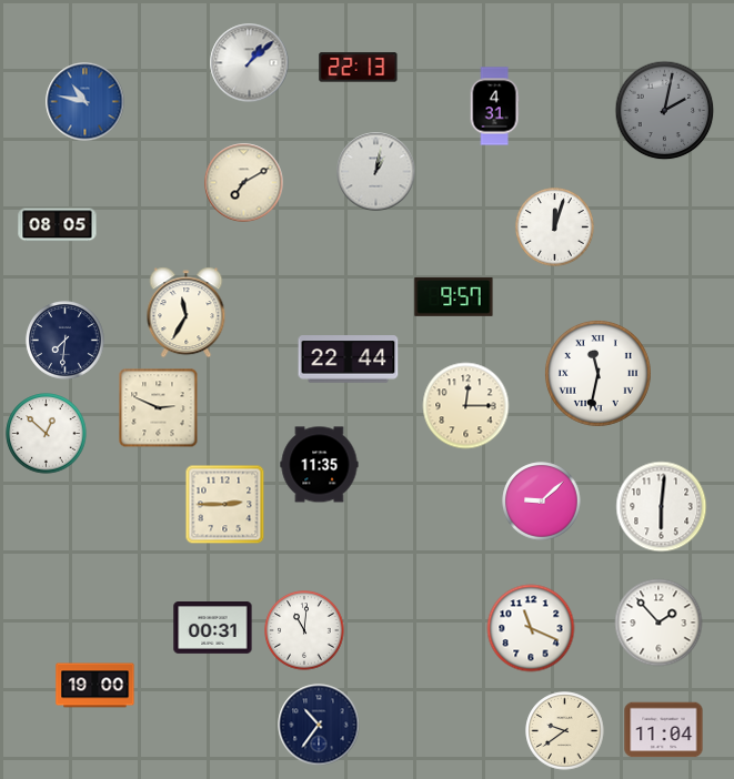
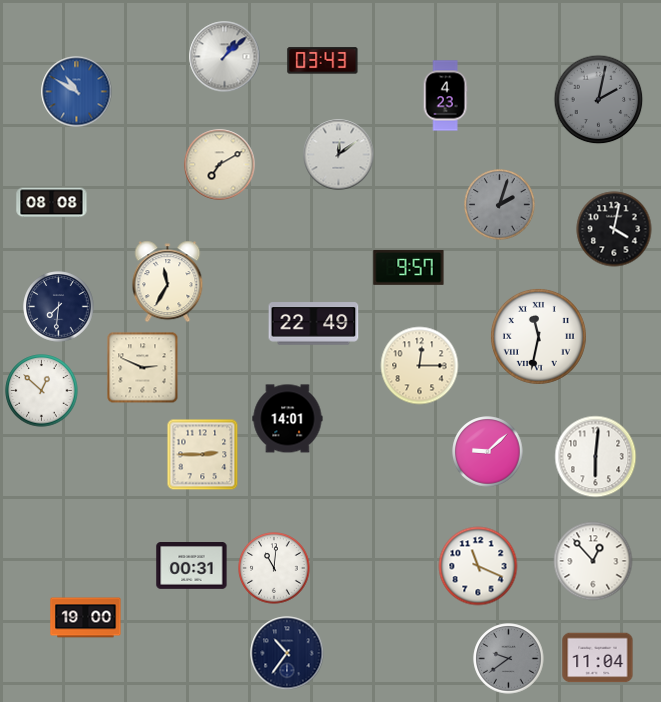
clock at (359, 68): 22:13 -> 03:43
clock at (86, 102): 10:47 -> 10:50
clock at (494, 107): 4:31 -> 4:23
clock at (376, 172): 1:02 -> 12:09
clock at (58, 225): 08:05 -> 08:08
clock at (555, 227): 12:03 -> 2:03
clock at (555, 227) dial: white -> grey
clock at (614, 229): none -> 4:02
clock at (349, 360): 22:44 -> 22:49
clock at (320, 465): 11:35 -> 14:01
clock at (658, 623): 1:53 -> 12:53
clock at (565, 731) dial: cream -> grey
